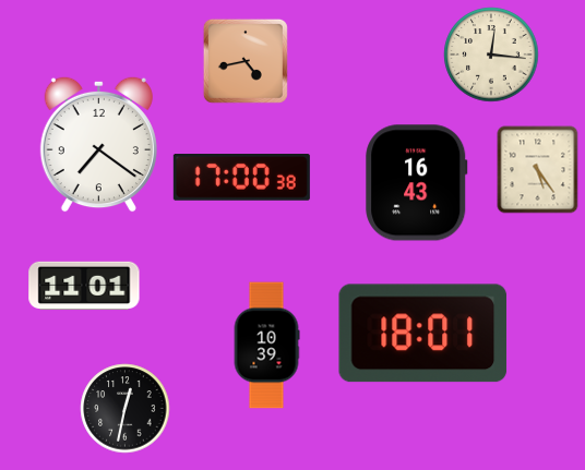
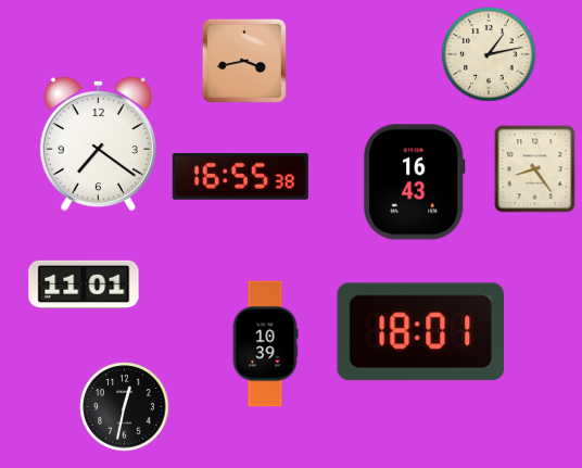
clock at (491, 55): 12:16 -> 1:13
clock at (246, 61): 4:43 -> 3:43
clock at (538, 170): 5:24 -> 8:24
clock at (241, 178): 17:00 -> 16:55
